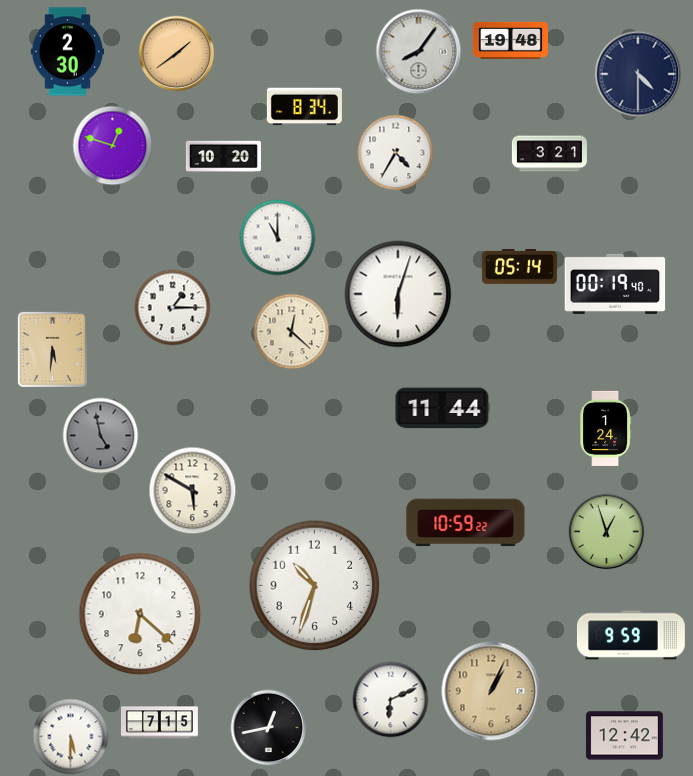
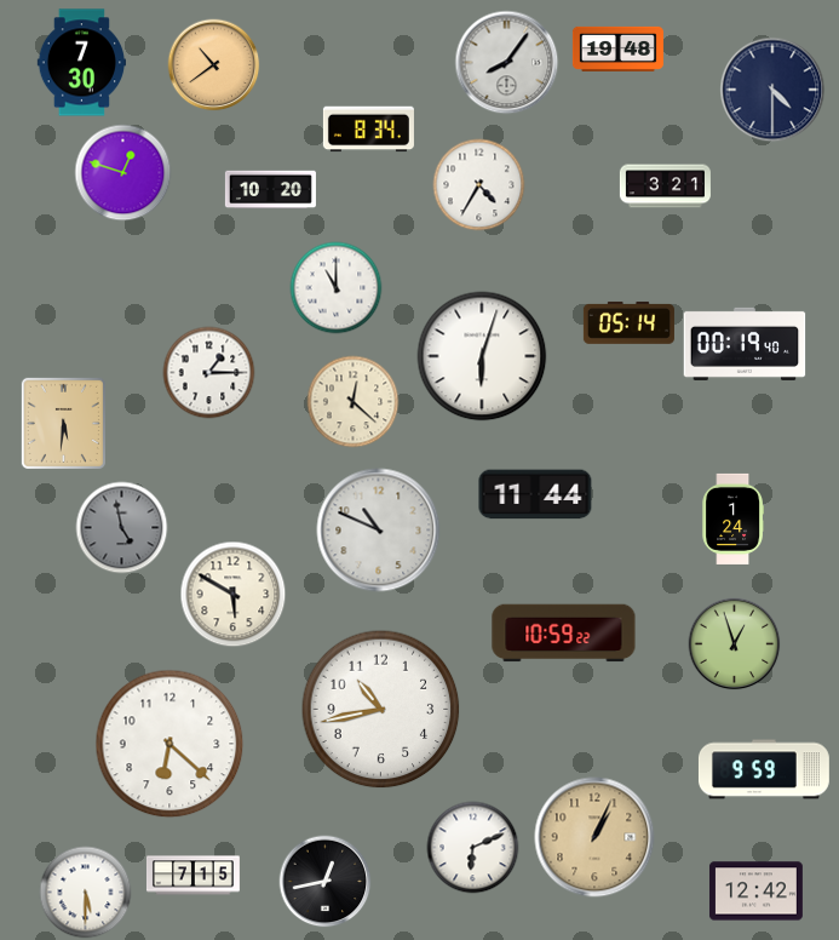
clock at (67, 52): 2:30 -> 7:30
clock at (177, 54): 1:39 -> 10:39
clock at (113, 146) position: (113, 146) -> (123, 173)
clock at (379, 531): none -> 10:49
clock at (315, 586): 10:33 -> 10:43
